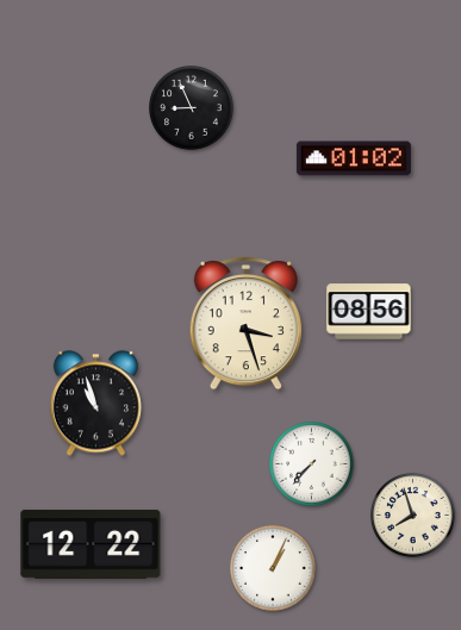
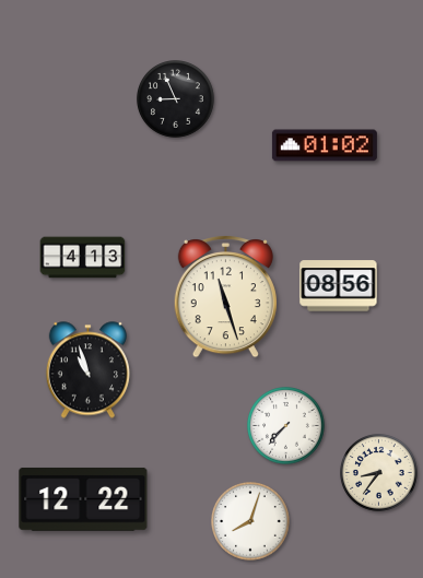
clock at (83, 258): none -> 4:13
clock at (245, 324): 3:27 -> 11:27
clock at (413, 516): 7:57 -> 8:36
clock at (273, 568): 1:04 -> 8:03
